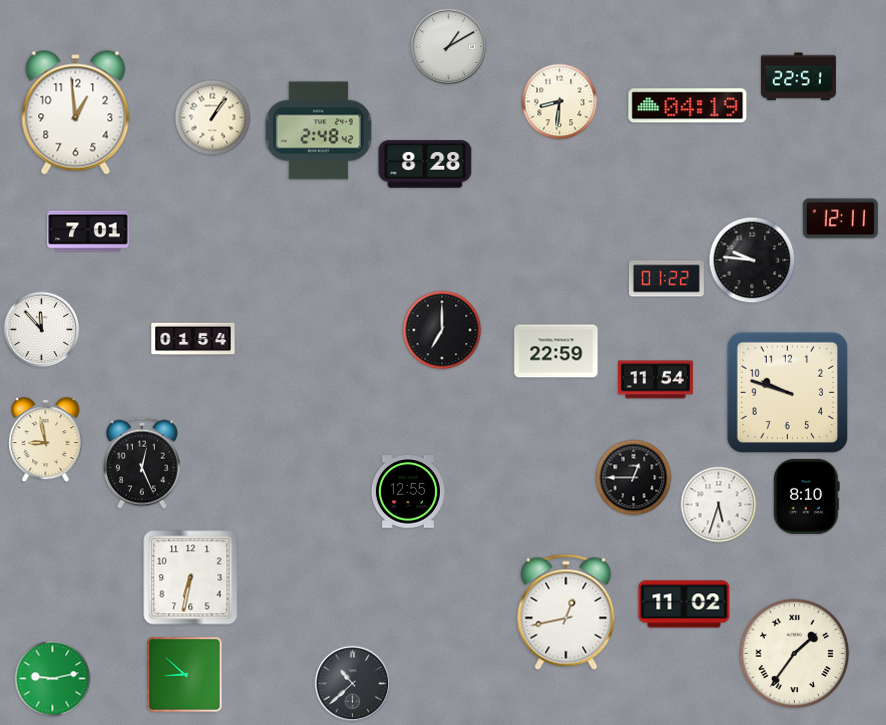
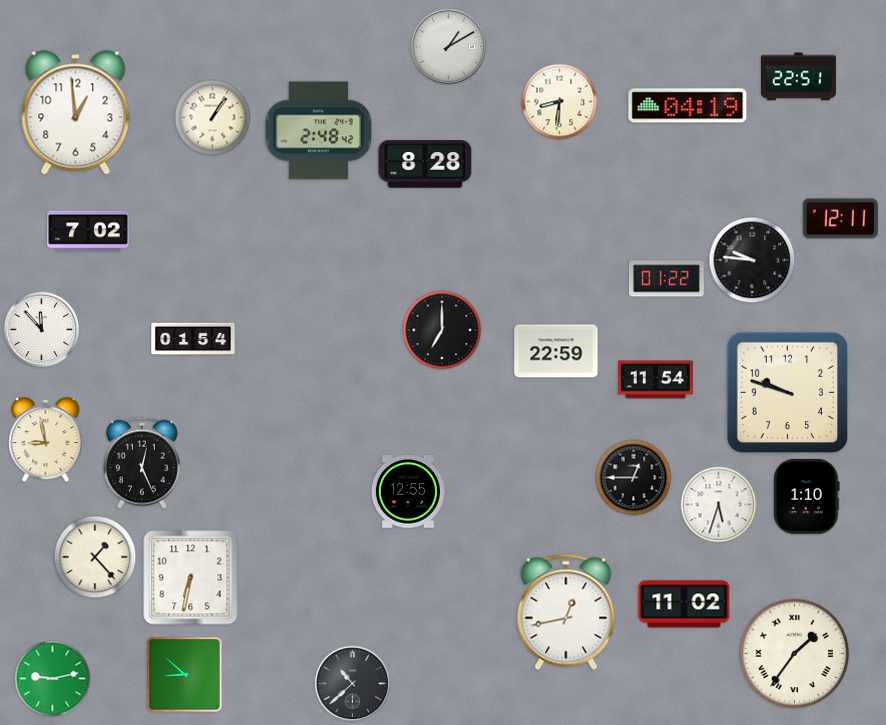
clock at (88, 231): 7:01 -> 7:02
clock at (807, 496): 8:10 -> 1:10
clock at (95, 557): none -> 1:23
